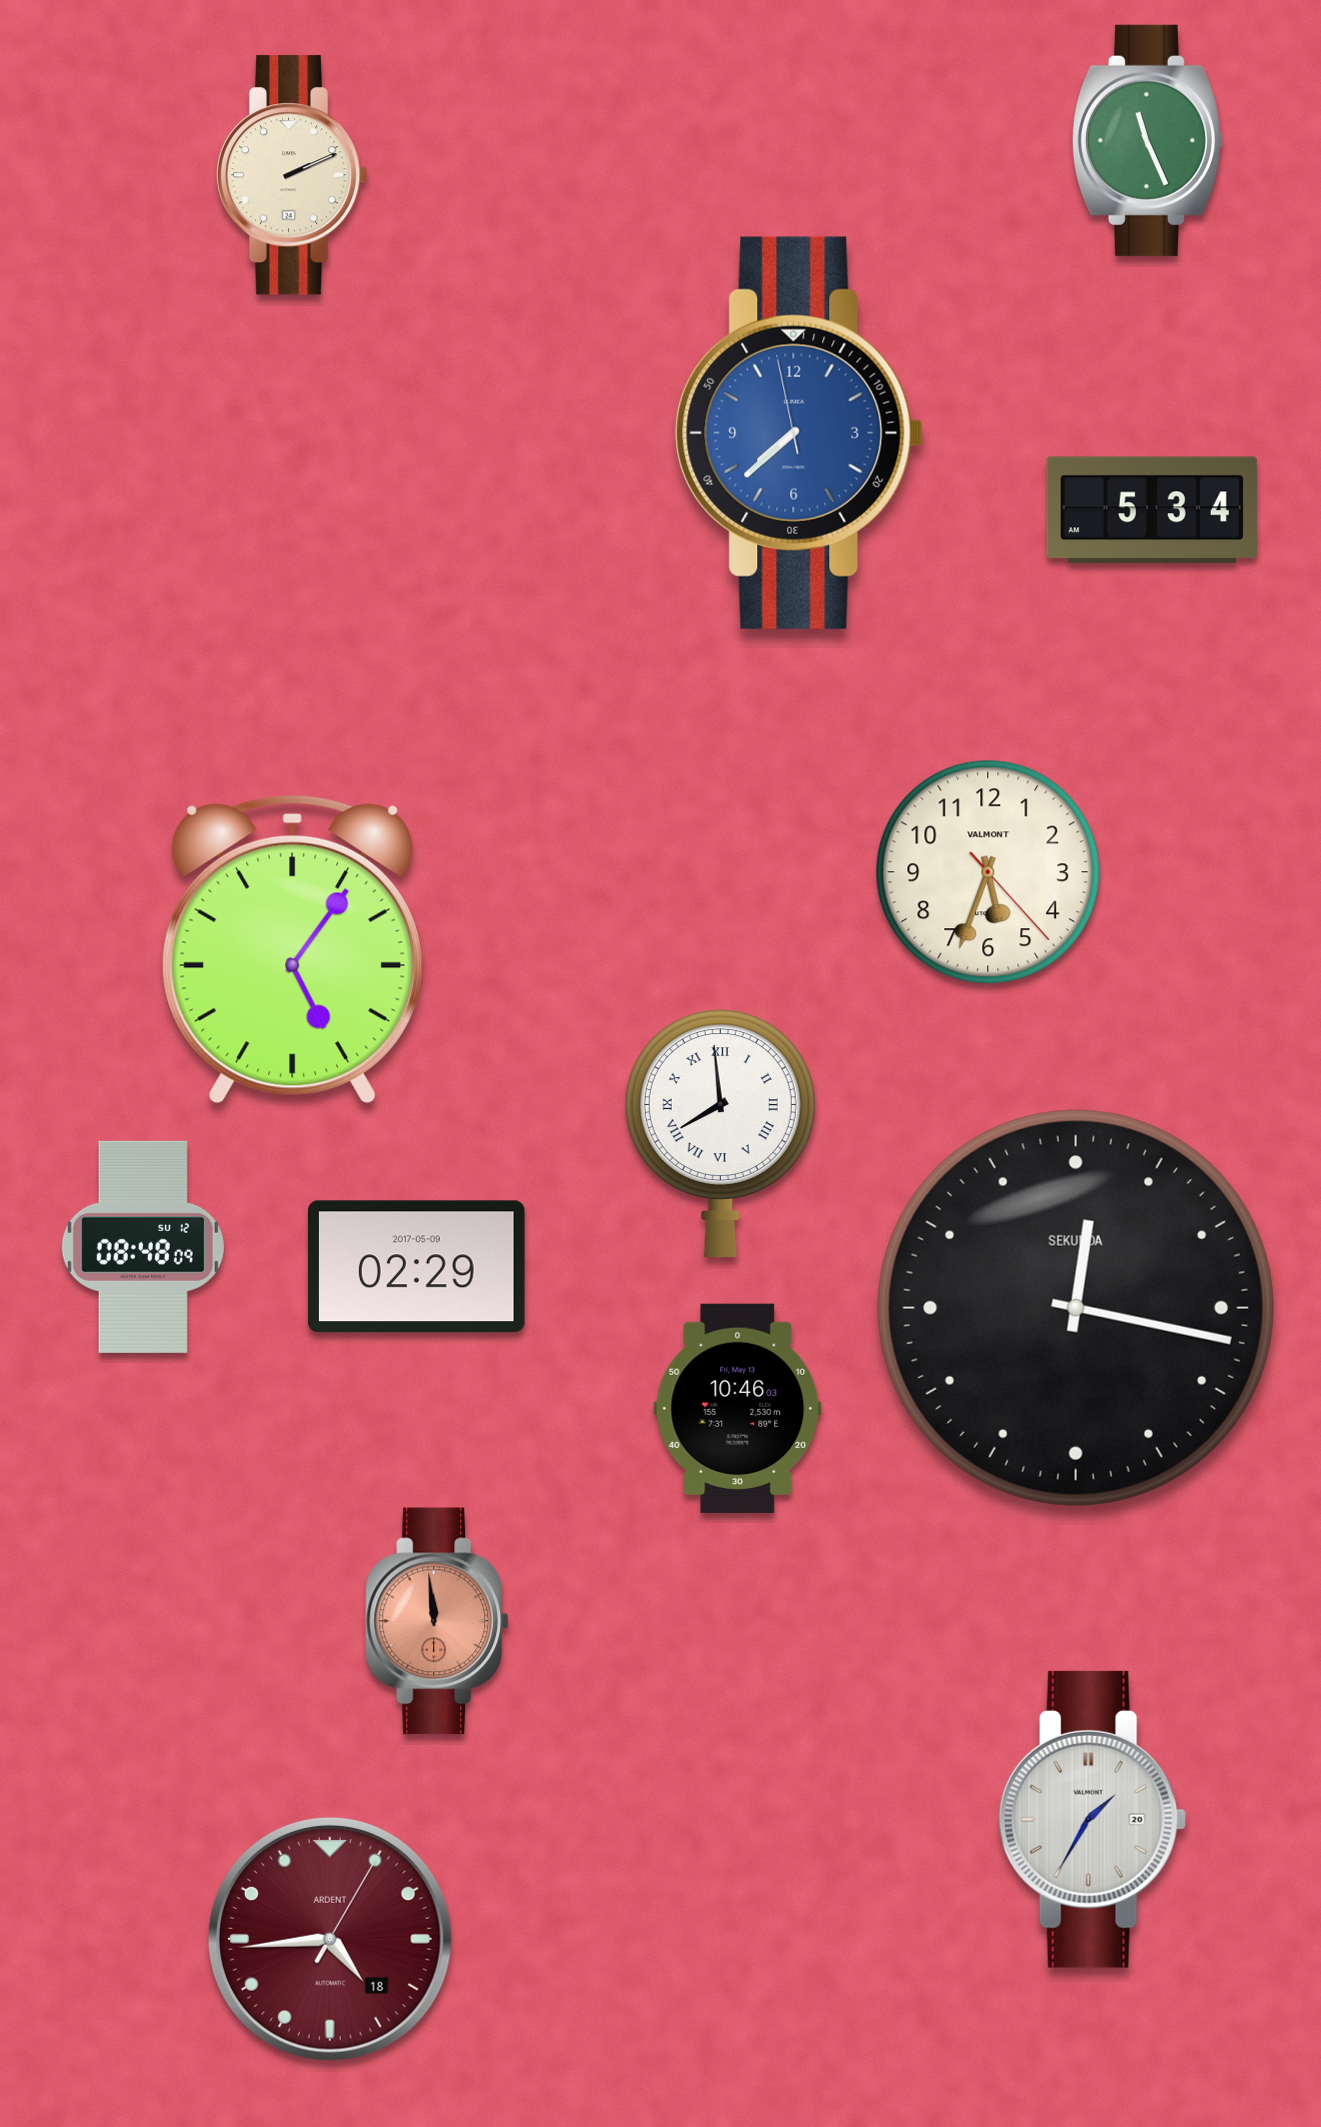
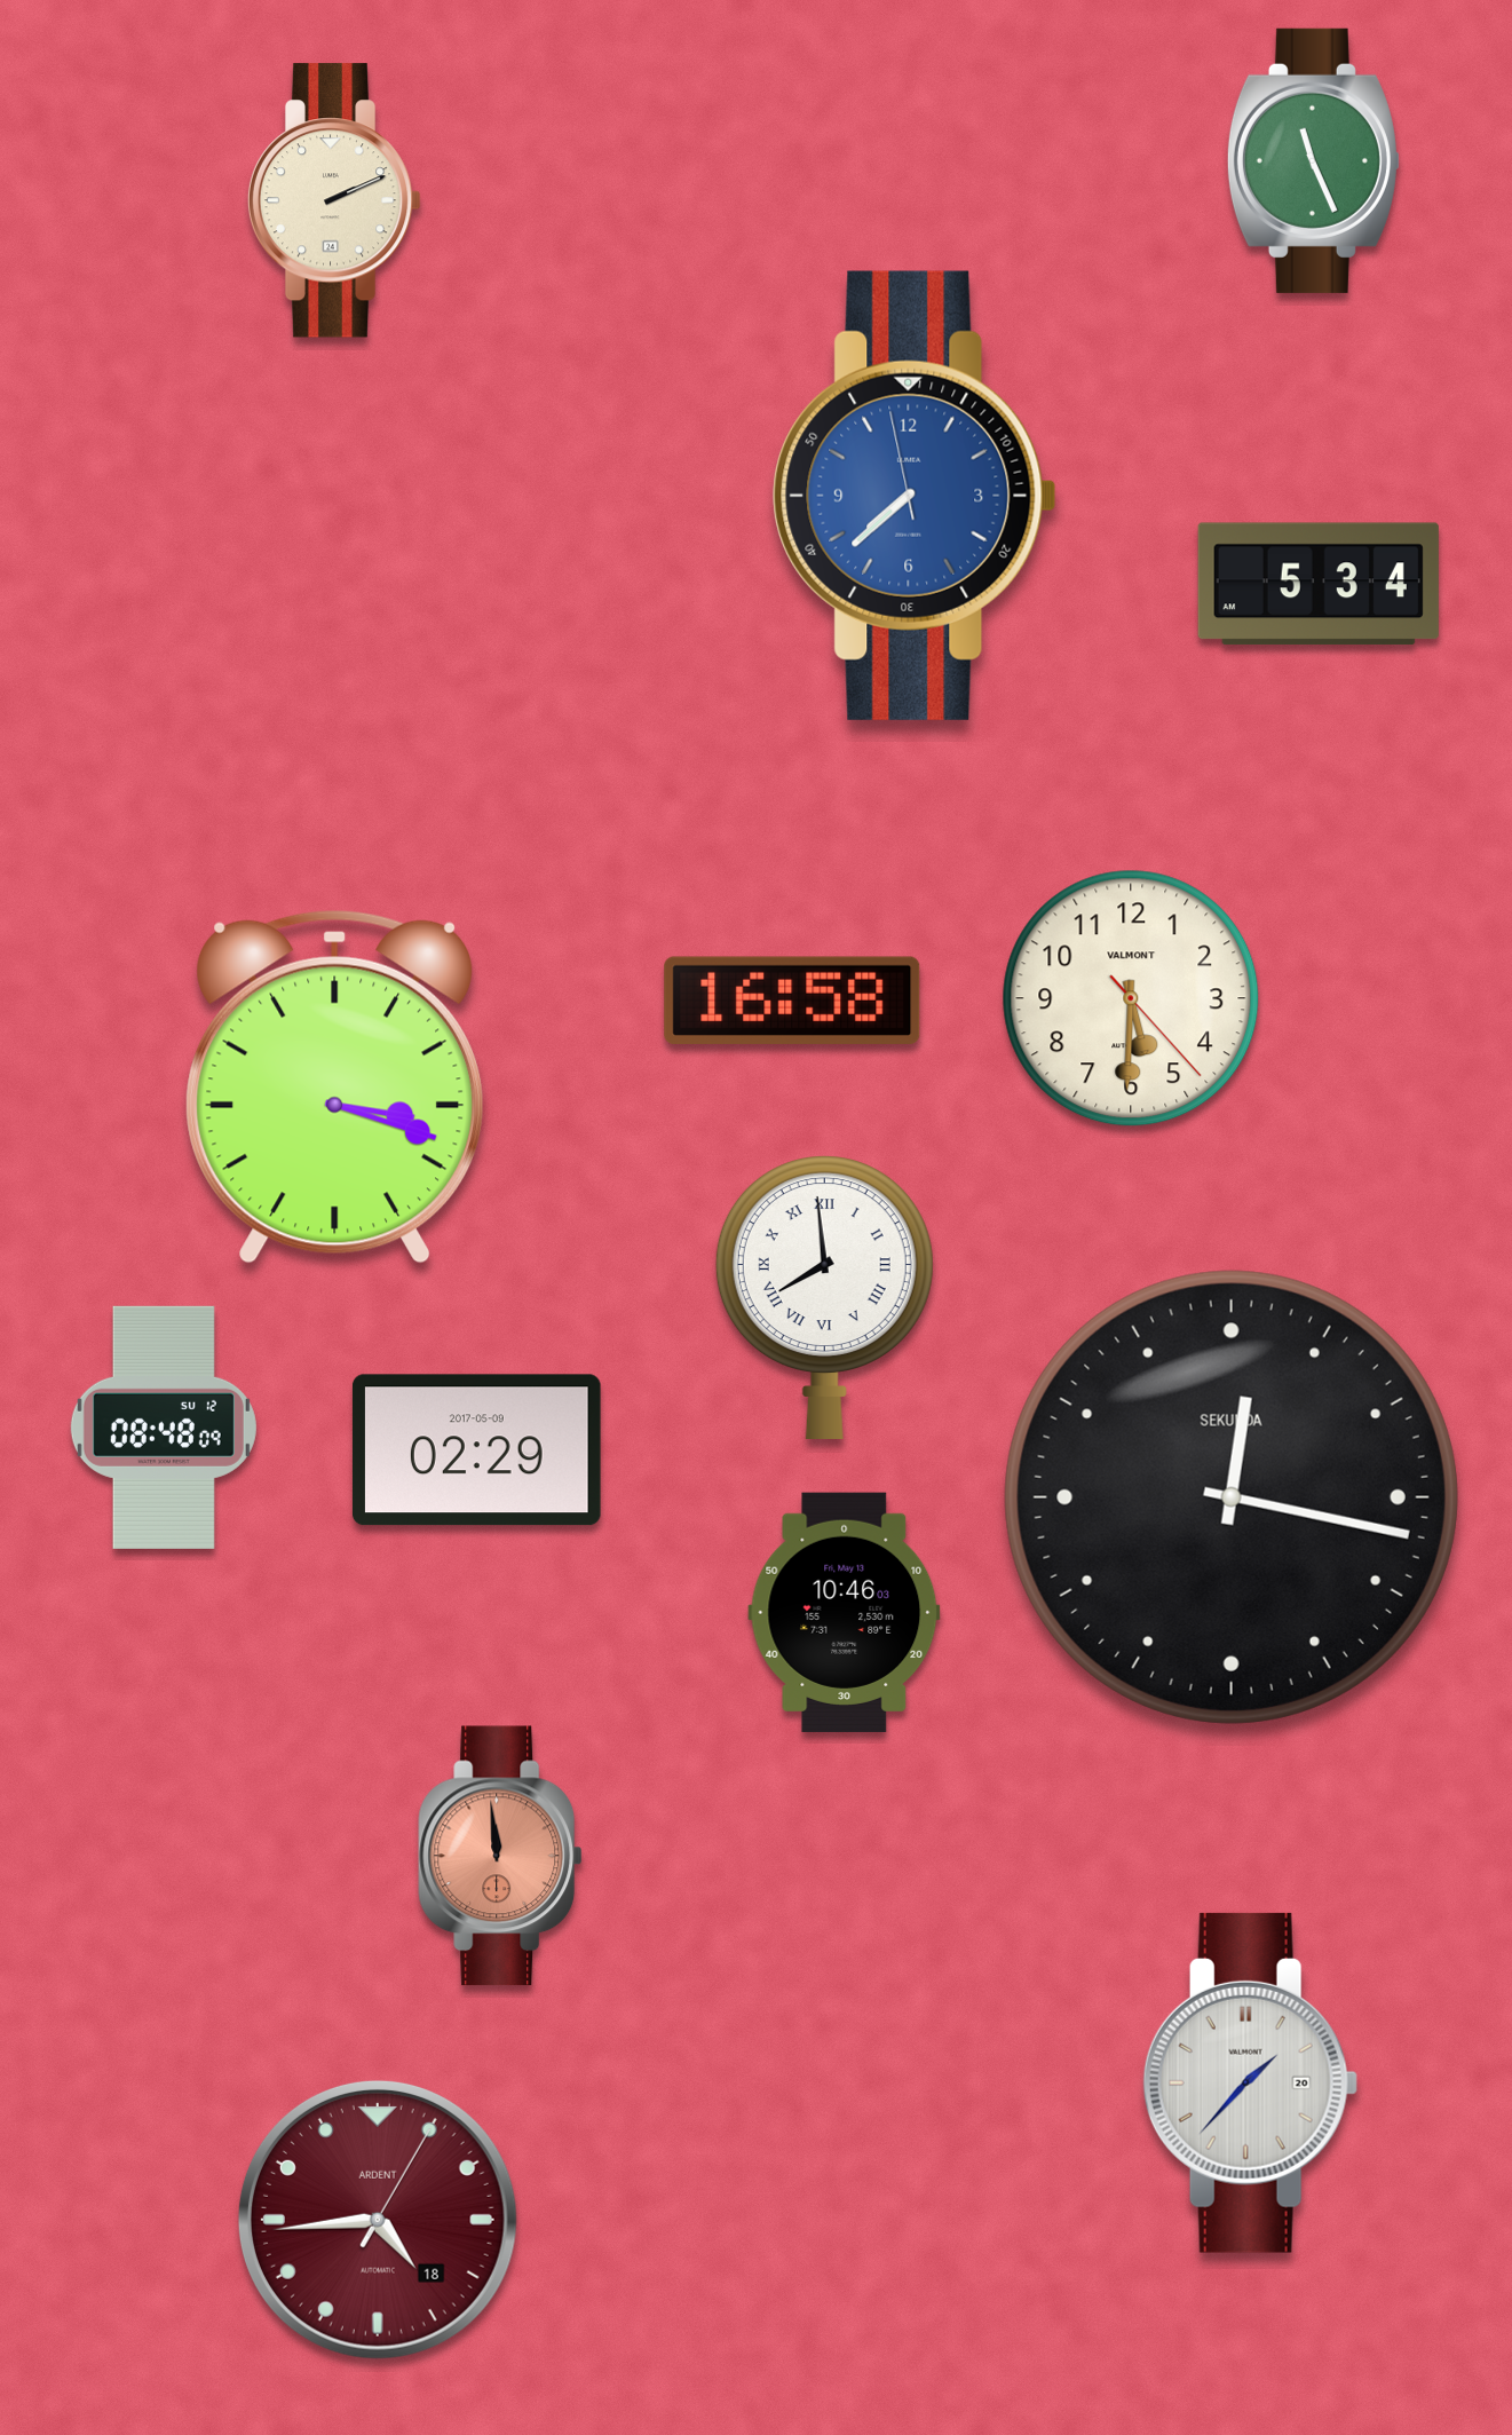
clock at (988, 872): 5:33 -> 5:30
clock at (792, 1001): none -> 16:58
clock at (293, 949): 5:06 -> 3:18
clock at (1092, 1819): 1:35 -> 1:37
